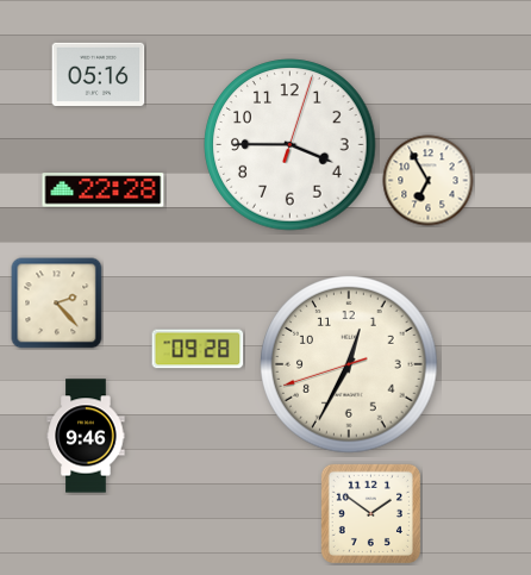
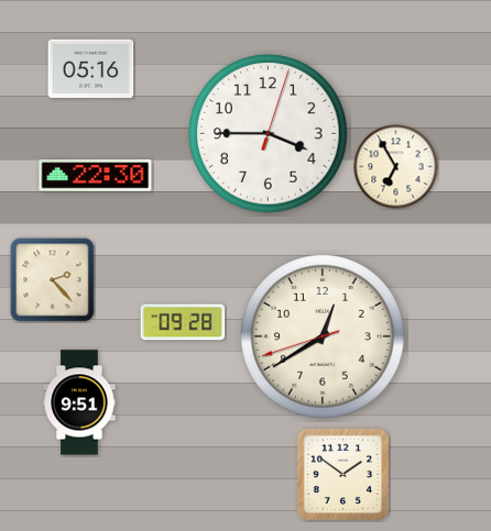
clock at (104, 190): 22:28 -> 22:30
clock at (349, 364): 12:34 -> 12:39
clock at (86, 436): 9:46 -> 9:51
